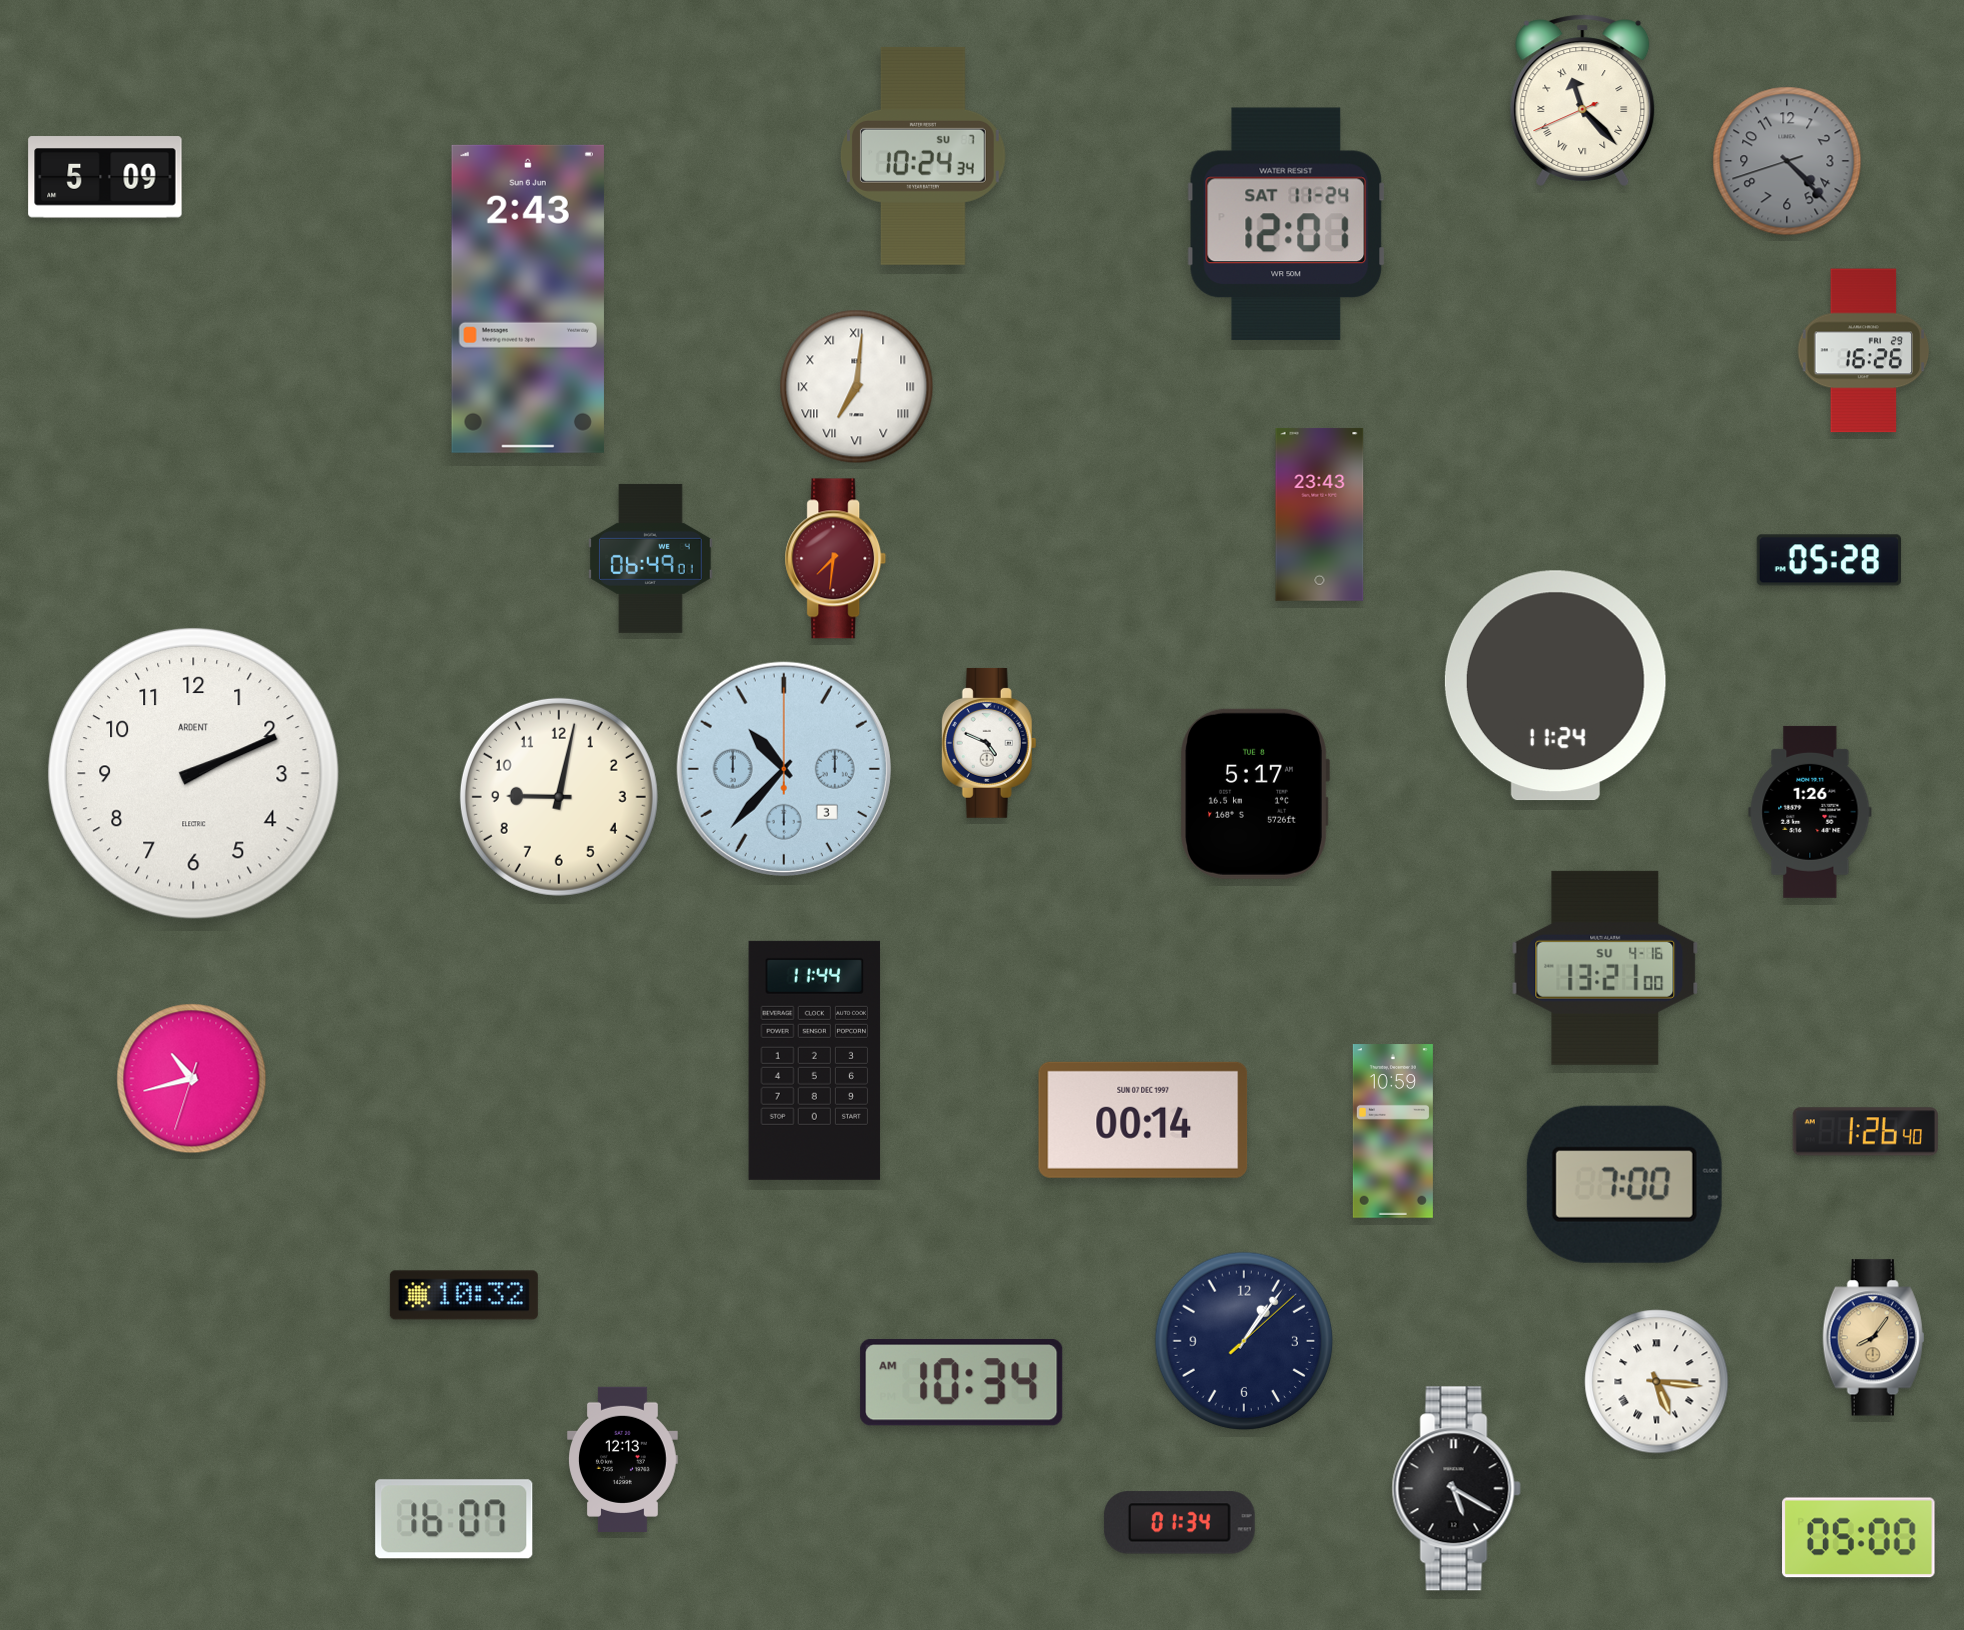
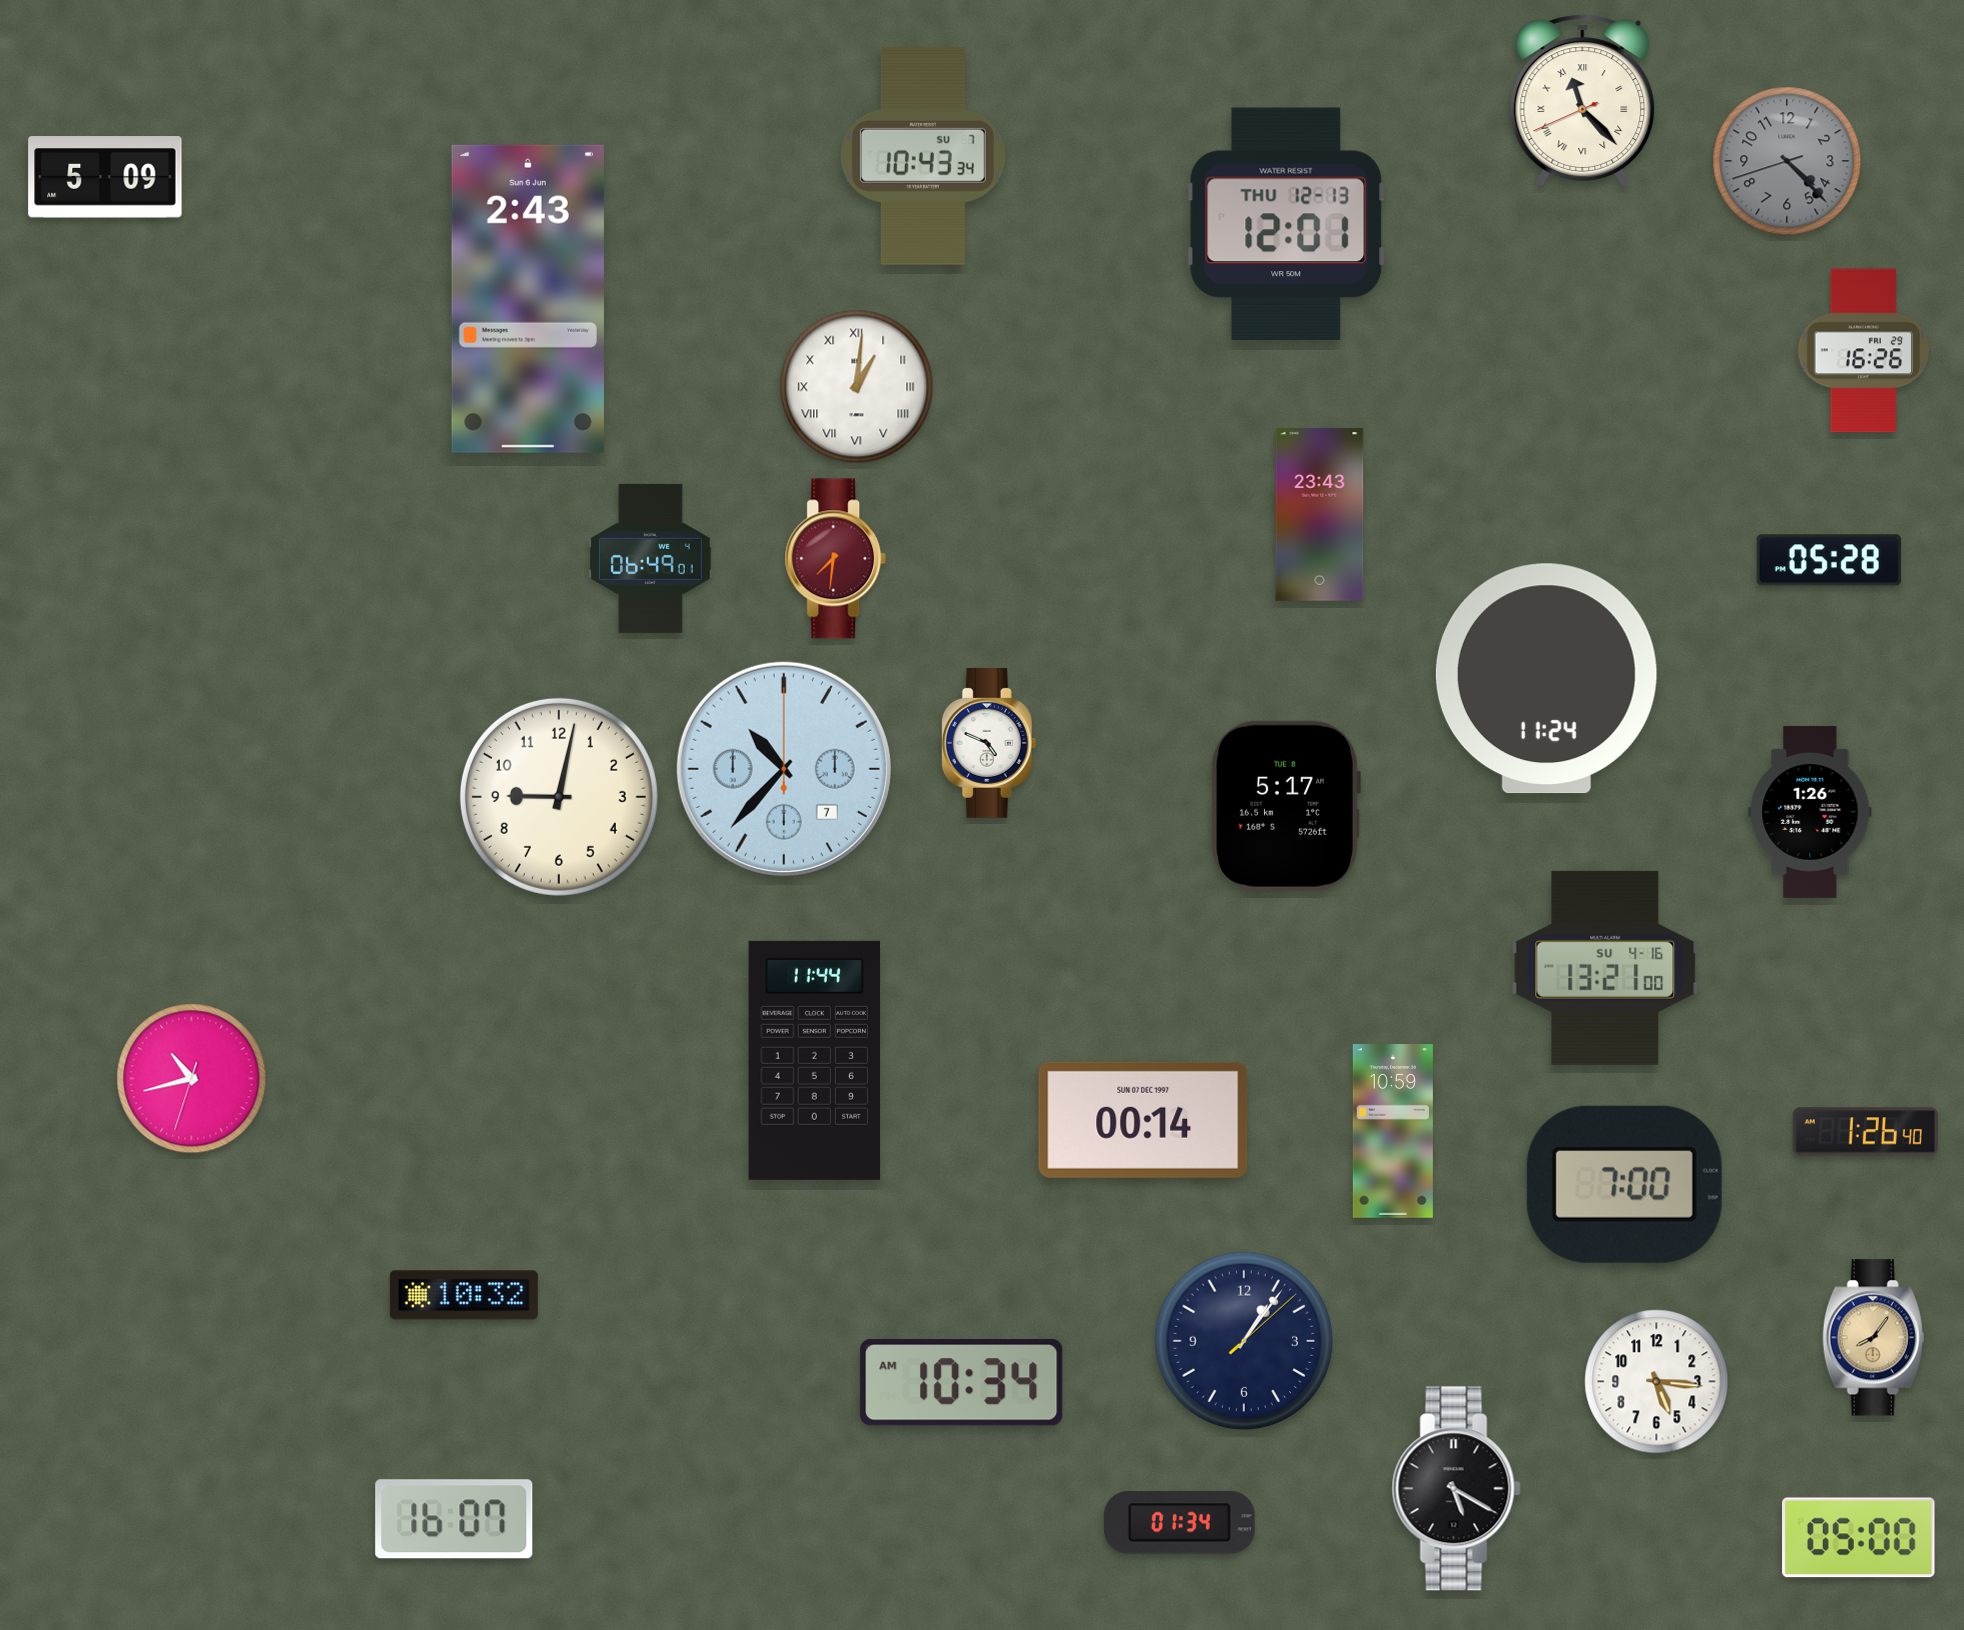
clock at (923, 156): 10:24 -> 10:43
clock at (1286, 223) date: SAT 11-24 -> THU 12-13
clock at (857, 387): 7:01 -> 1:01
clock at (1555, 686) position: (1555, 686) -> (1546, 679)
clock at (784, 769) date: 3 -> 7
clock at (193, 773): 2:11 -> none
clock at (1255, 794) position: (1255, 794) -> (1286, 806)
clock at (1657, 1382) numerals: Roman -> Arabic
clock at (623, 1459): 12:13 -> none
